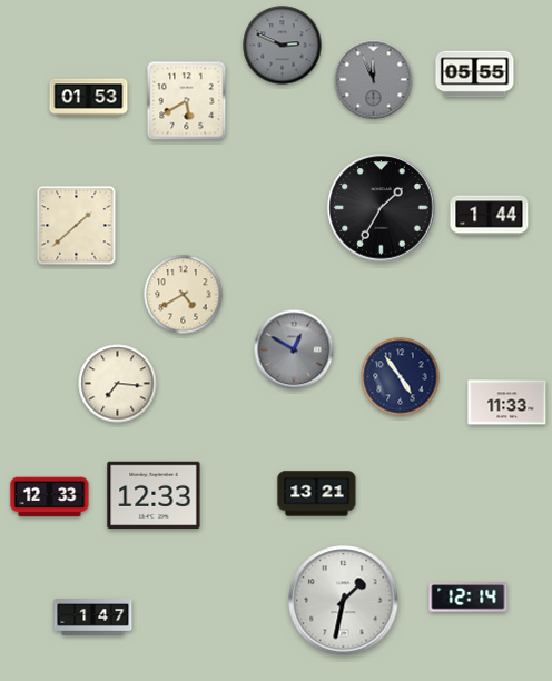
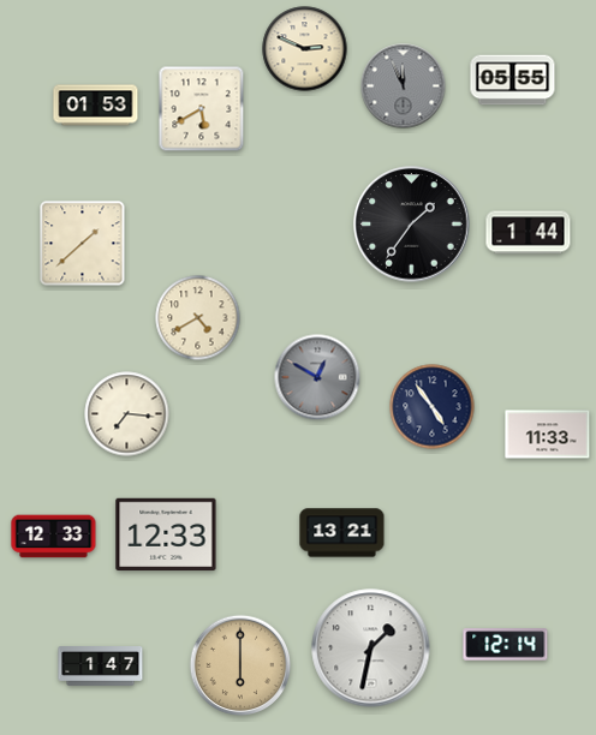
clock at (283, 46) dial: grey -> cream
clock at (382, 208): 1:35 -> 1:36
clock at (240, 665): none -> 6:00
